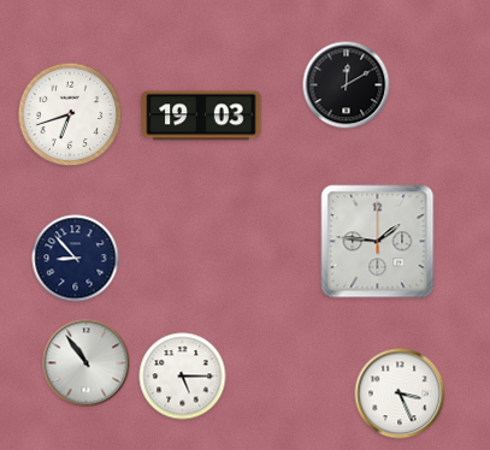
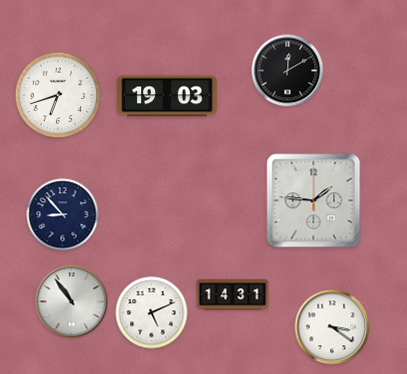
clock at (233, 295): none -> 14:31
clock at (183, 377): 5:15 -> 5:11
clock at (400, 393): 3:26 -> 3:21
